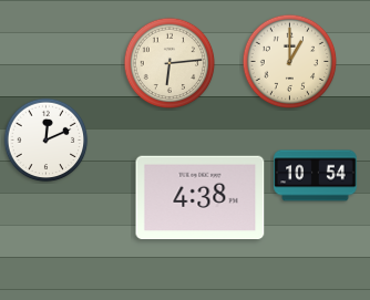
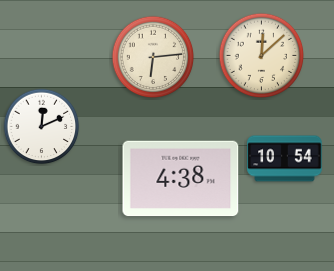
clock at (290, 62): 1:00 -> 12:08
